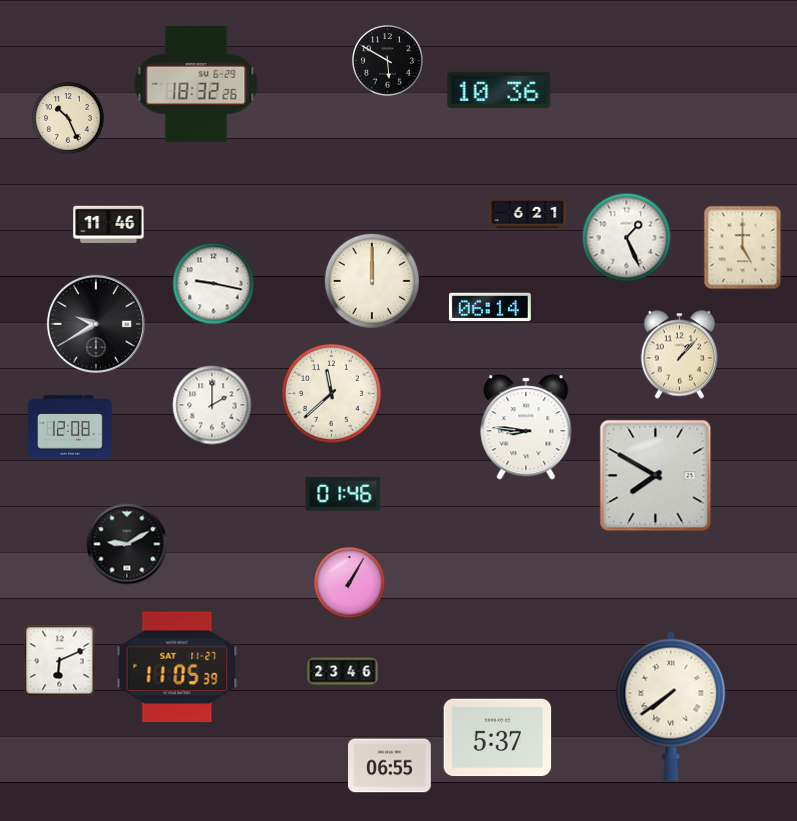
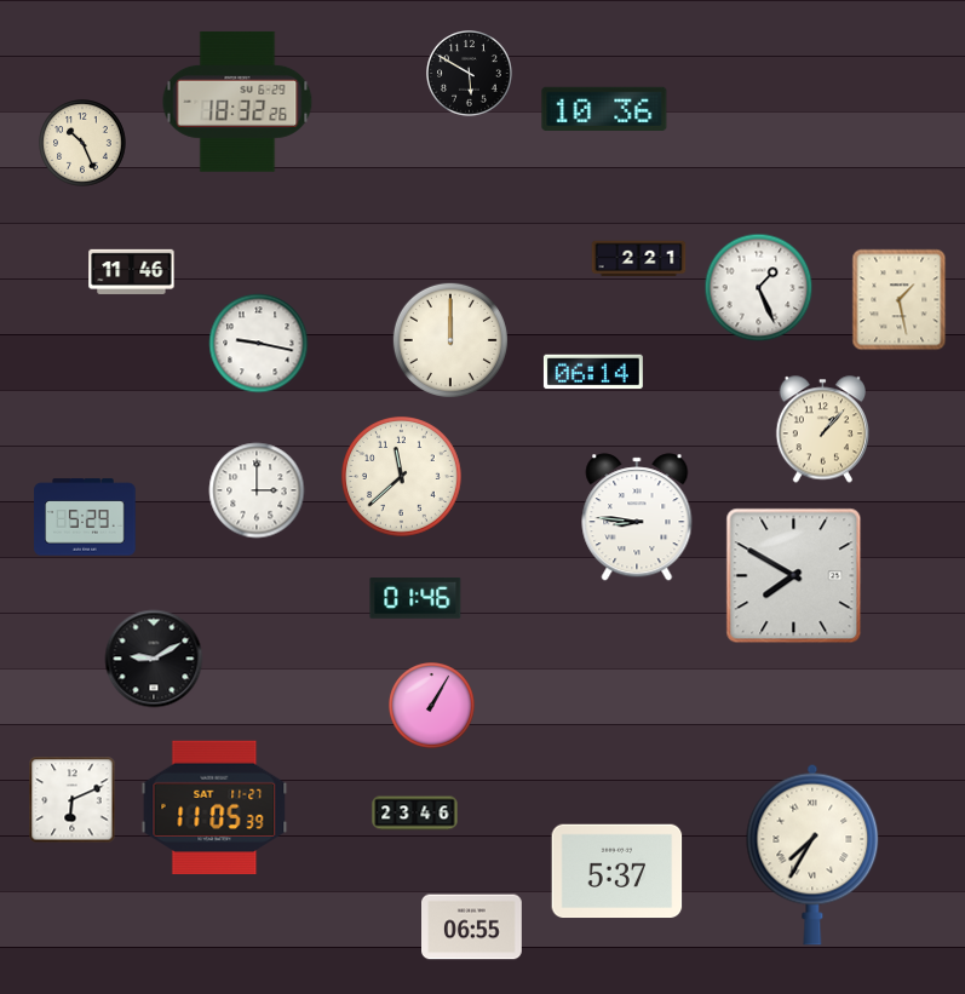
clock at (528, 214): 6:21 -> 2:21
clock at (743, 248): 5:00 -> 1:28
clock at (96, 324): 9:40 -> none
clock at (212, 405): 2:00 -> 3:00
clock at (70, 427): 12:08 -> 5:29
clock at (350, 583) position: (350, 583) -> (432, 706)
clock at (671, 706): 7:39 -> 7:35
clock at (498, 738) position: (498, 738) -> (618, 872)
